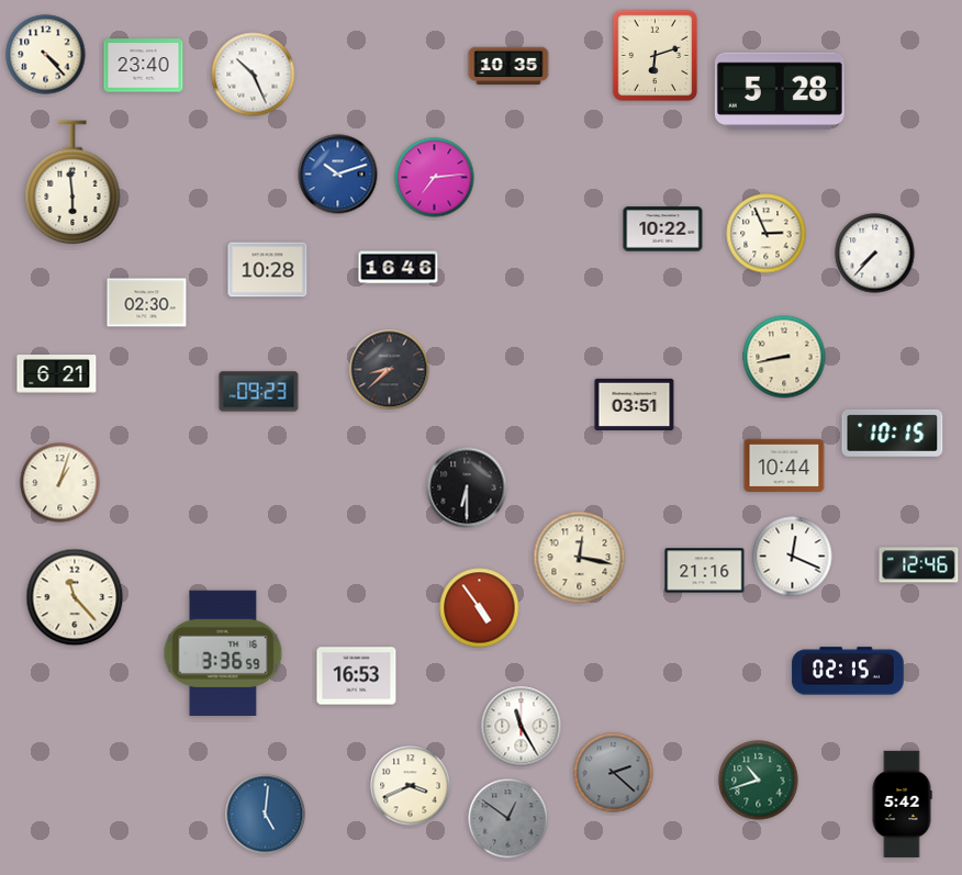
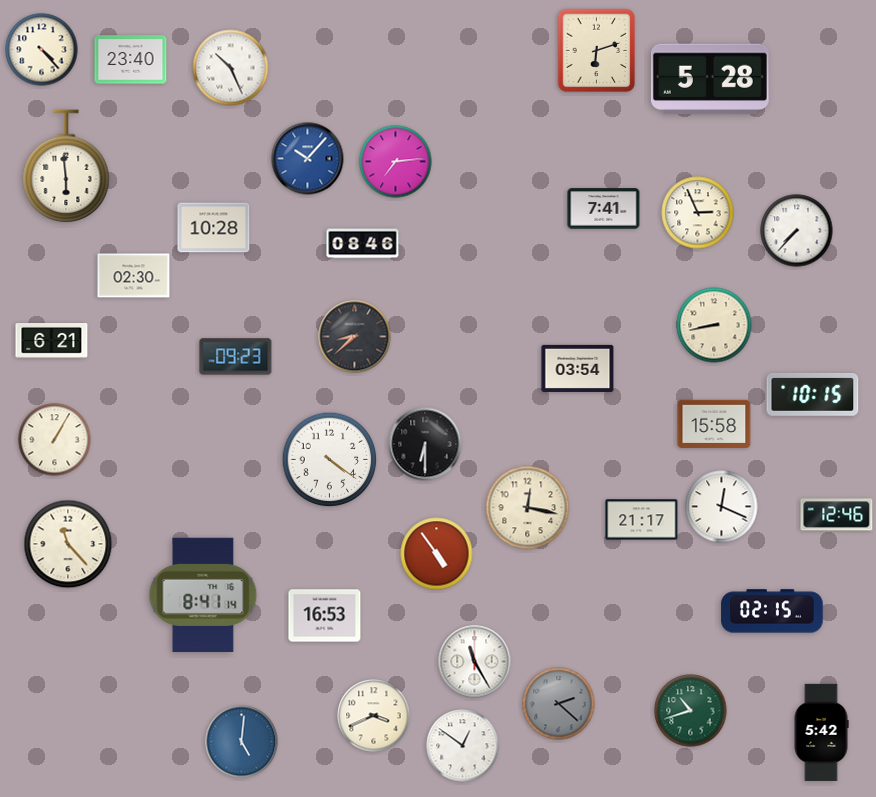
clock at (508, 66): 10:35 -> none
clock at (780, 91) position: (780, 91) -> (710, 79)
clock at (338, 175): 10:12 -> 10:07
clock at (663, 229): 10:22 -> 7:41
clock at (399, 268): 16:46 -> 08:46
clock at (268, 270) position: (268, 270) -> (214, 228)
clock at (635, 404): 03:51 -> 03:54
clock at (784, 465): 10:44 -> 15:58
clock at (60, 483): 1:03 -> 1:05
clock at (330, 460): none -> 4:21
clock at (705, 571): 21:16 -> 21:17
clock at (223, 652): 3:36 -> 8:41
clock at (508, 819) dial: grey -> white
